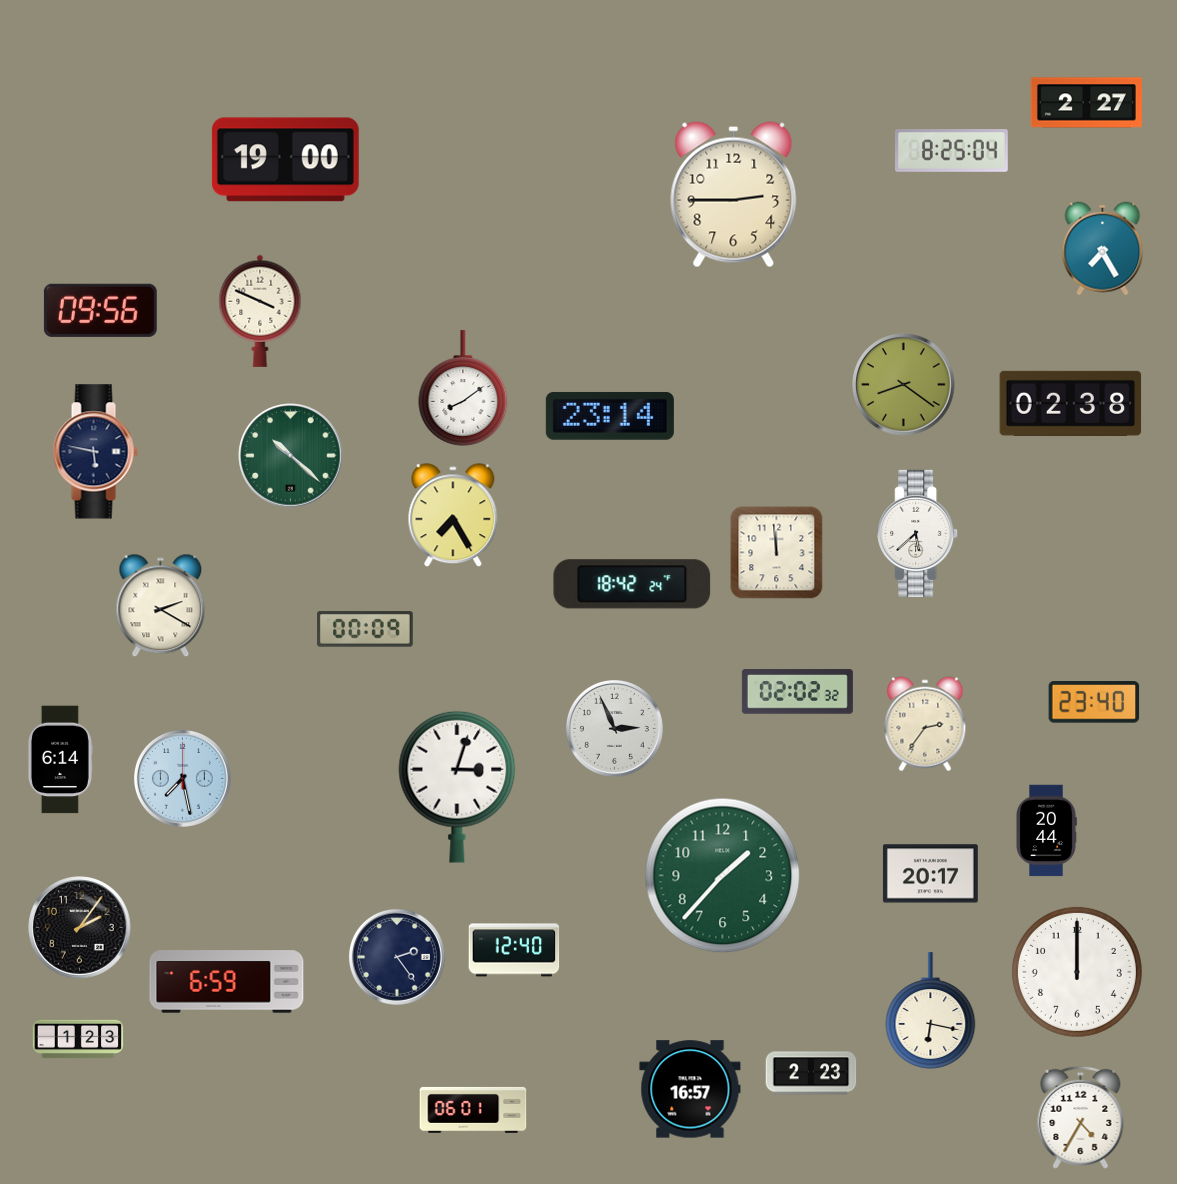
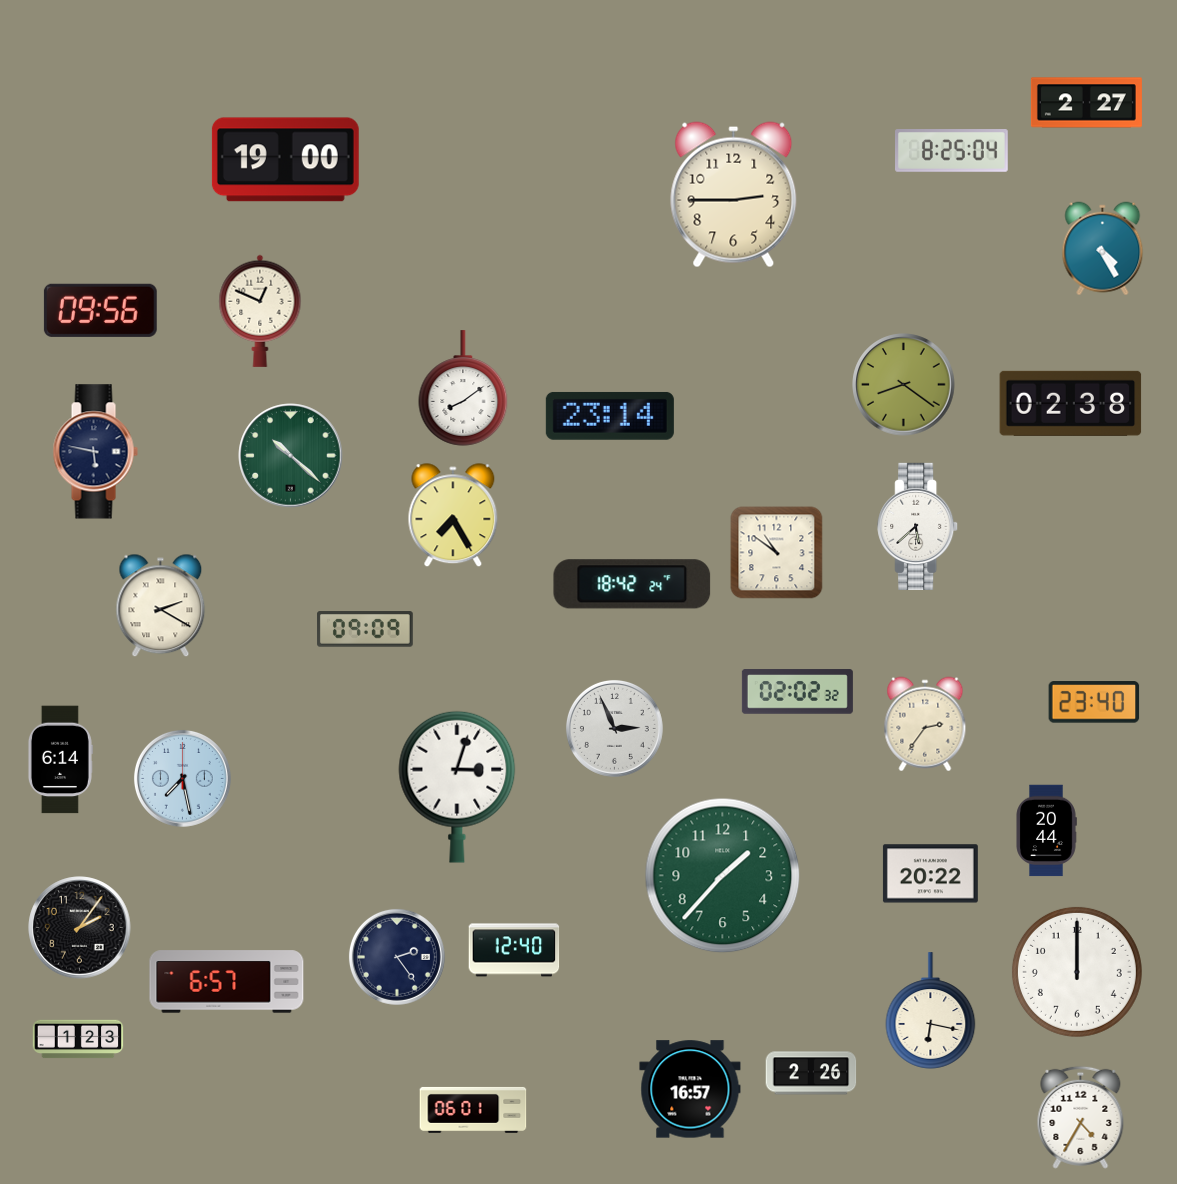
clock at (1103, 249): 7:25 -> 4:25
clock at (260, 311): 3:49 -> 12:49
clock at (918, 533) position: (918, 533) -> (918, 526)
clock at (777, 553): 11:59 -> 10:51
clock at (366, 629): 00:09 -> 09:09
clock at (930, 874): 20:17 -> 20:22
clock at (227, 982): 6:59 -> 6:57
clock at (811, 1073): 2:23 -> 2:26
